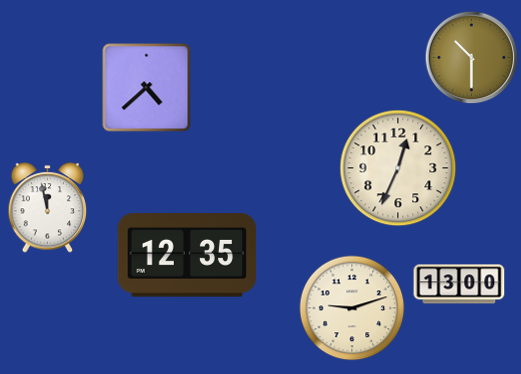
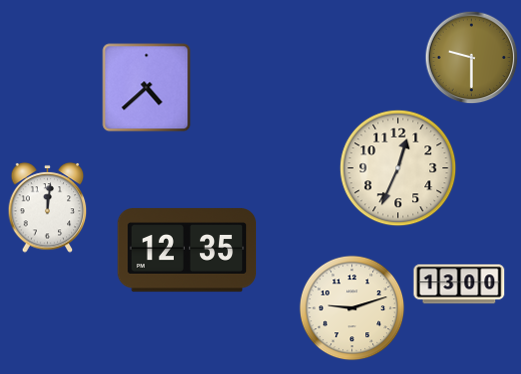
clock at (471, 57): 10:30 -> 9:30
clock at (48, 208): 11:58 -> 12:01
clock at (187, 255) position: (187, 255) -> (187, 250)
